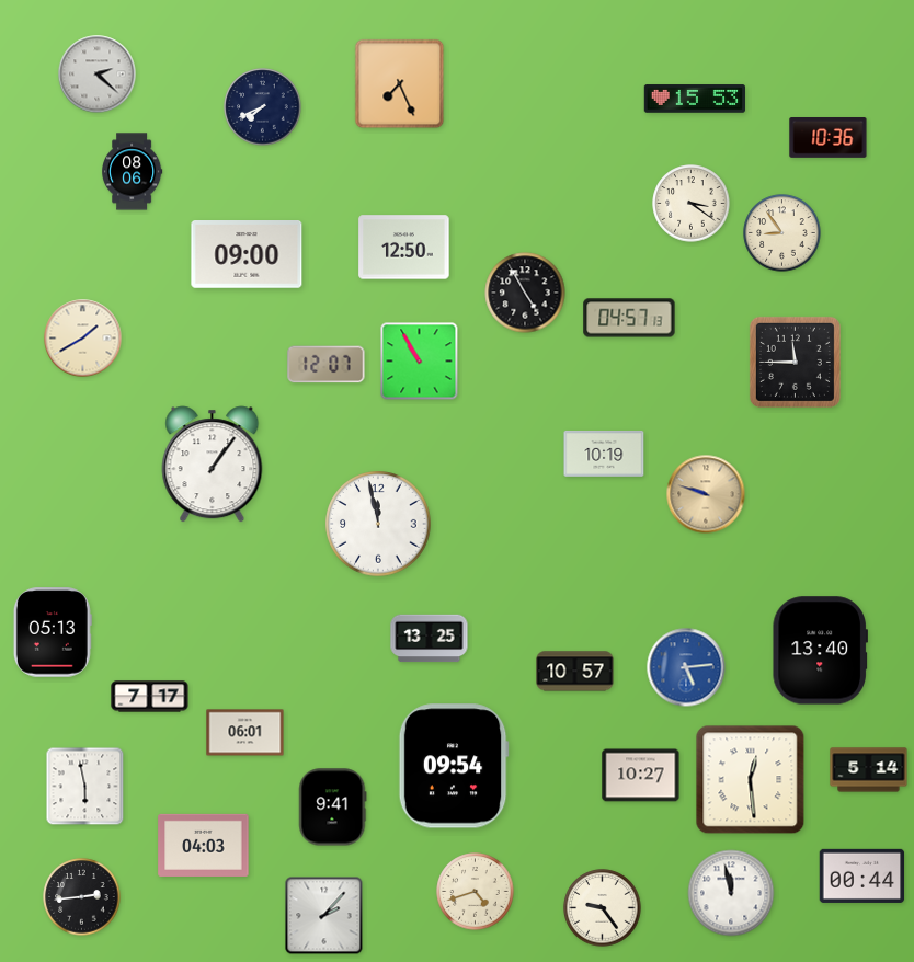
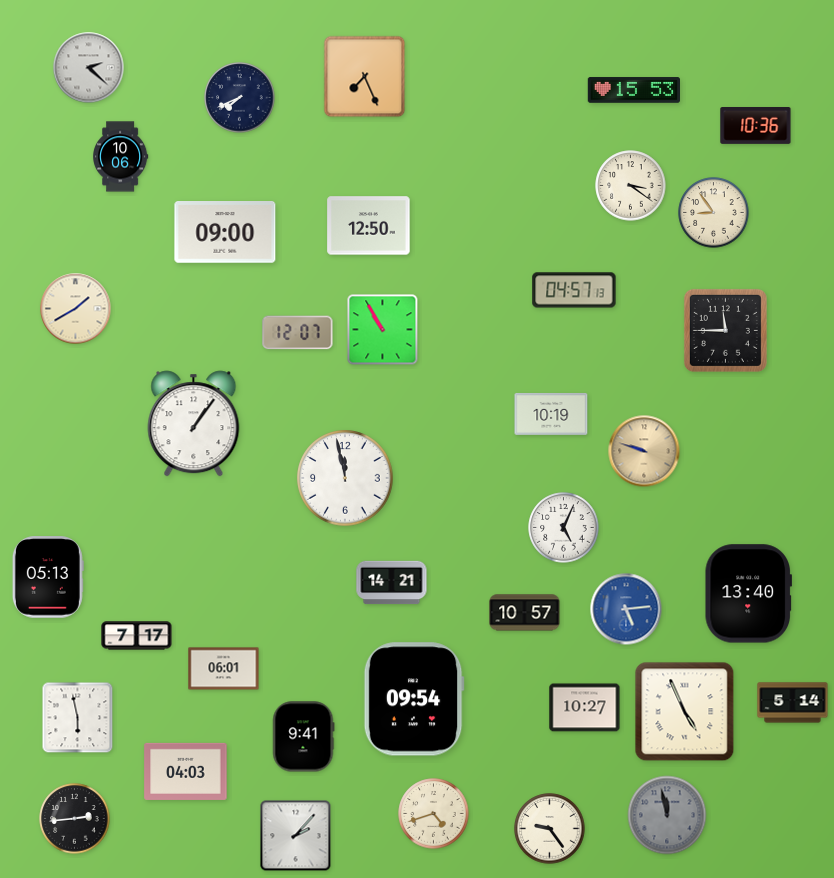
clock at (133, 172): 08:06 -> 10:06
clock at (525, 293): 4:55 -> none
clock at (564, 528): none -> 5:04
clock at (430, 639): 13:25 -> 14:21
clock at (751, 780): 12:29 -> 4:56
clock at (862, 875): 00:44 -> none
clock at (731, 893) dial: white -> grey
